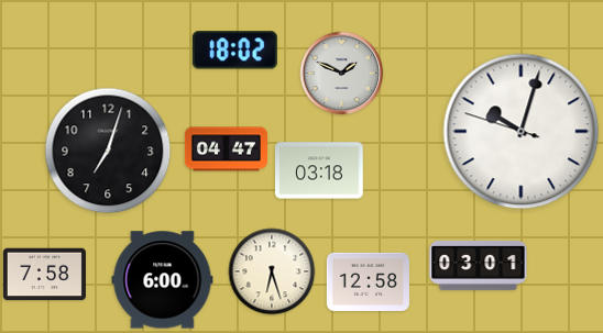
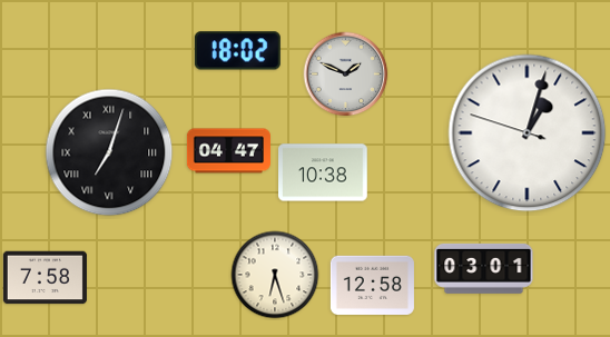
clock at (522, 132): 10:02 -> 1:02
clock at (108, 151) numerals: Arabic -> Roman
clock at (320, 170): 03:18 -> 10:38
clock at (163, 280): 6:00 -> none
